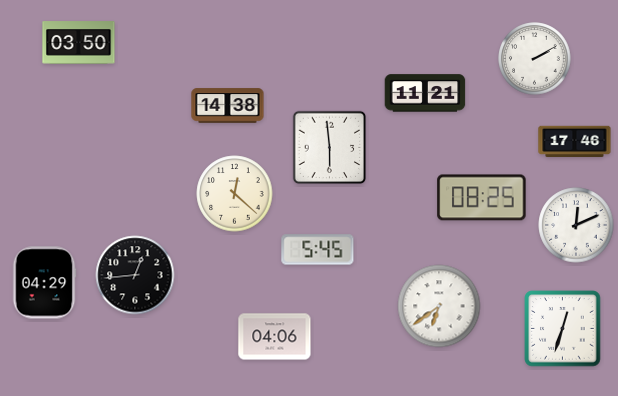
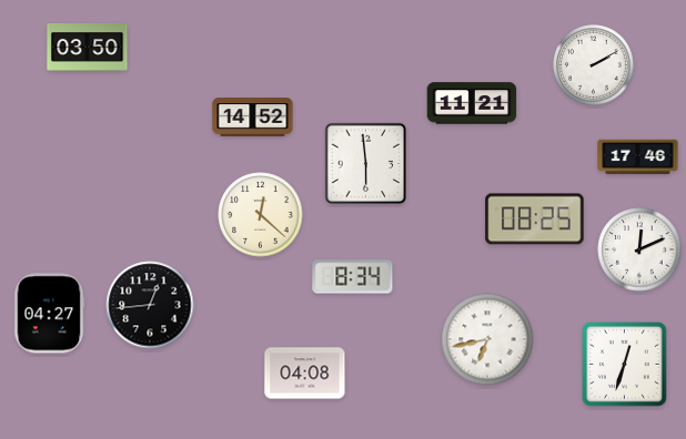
clock at (228, 106): 14:38 -> 14:52
clock at (318, 250): 5:45 -> 8:34
clock at (44, 283): 04:29 -> 04:27
clock at (439, 306): 6:39 -> 6:43
clock at (275, 337): 04:06 -> 04:08
